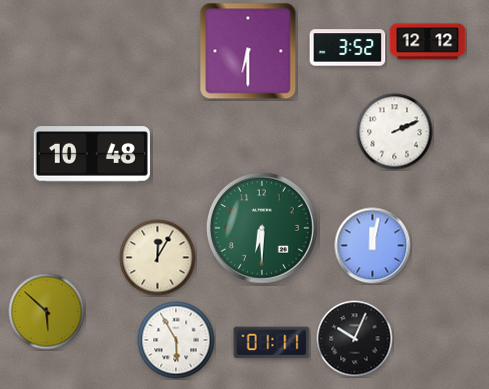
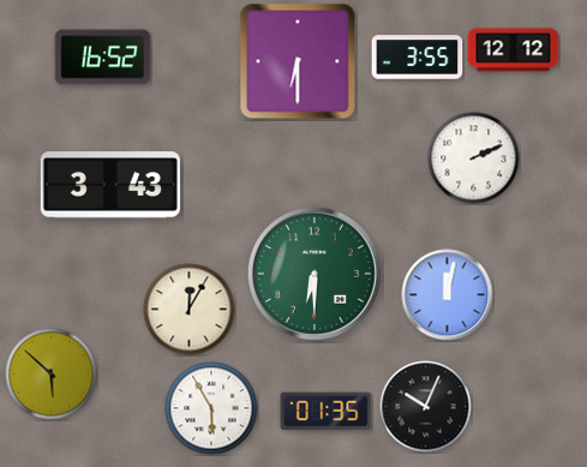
clock at (103, 58): none -> 16:52
clock at (348, 48): 3:52 -> 3:55
clock at (92, 154): 10:48 -> 3:43
clock at (47, 312) position: (47, 312) -> (52, 375)
clock at (272, 343): 01:11 -> 01:35
